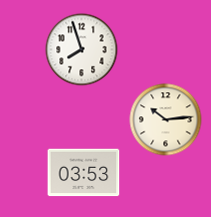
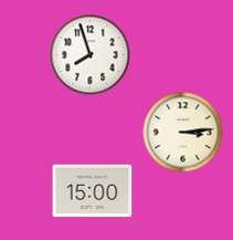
clock at (166, 120): 10:14 -> 3:14
clock at (84, 173): 03:53 -> 15:00
